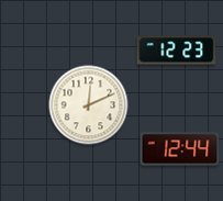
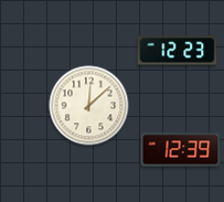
clock at (89, 105): 12:11 -> 12:08
clock at (180, 149): 12:44 -> 12:39
